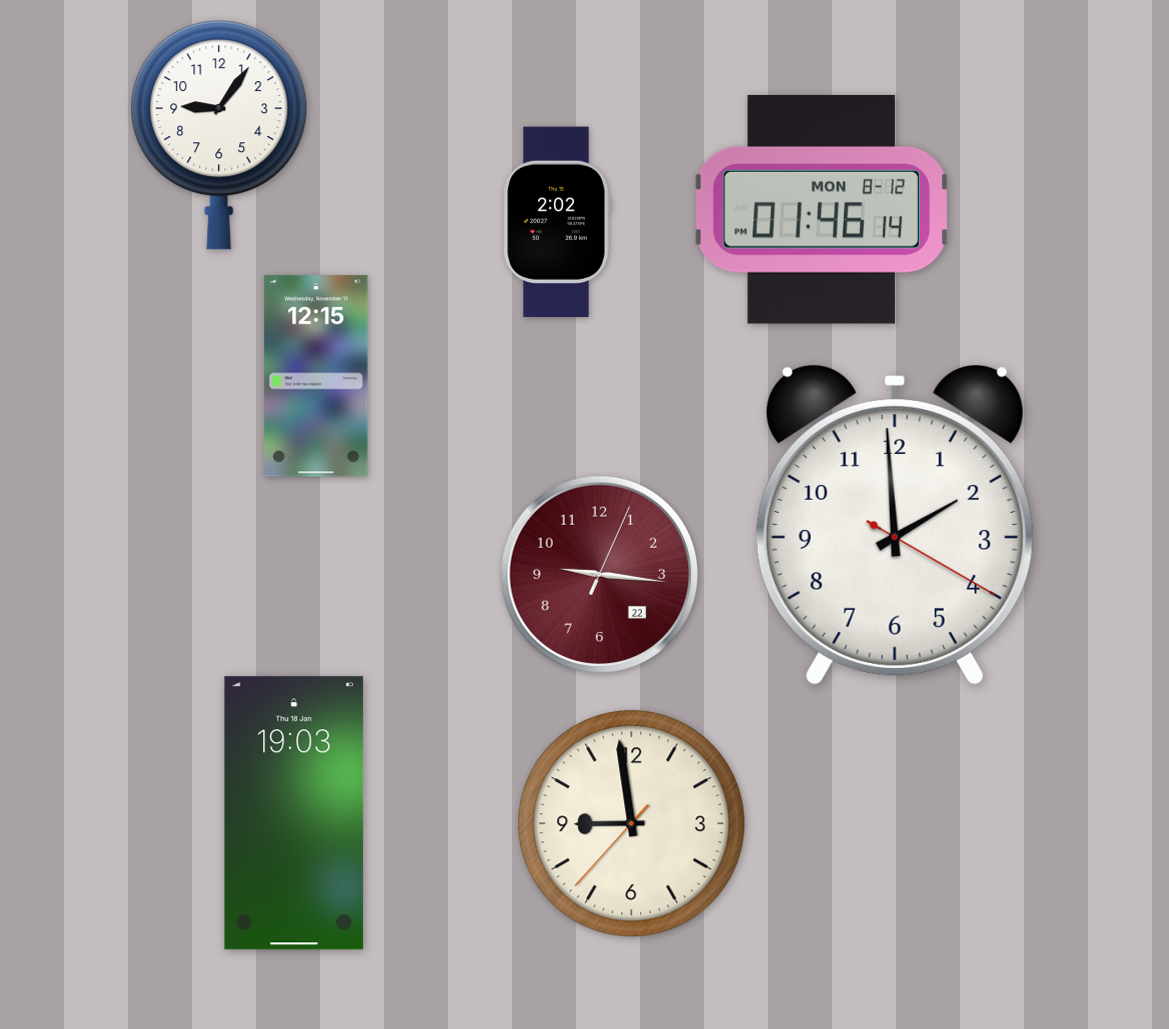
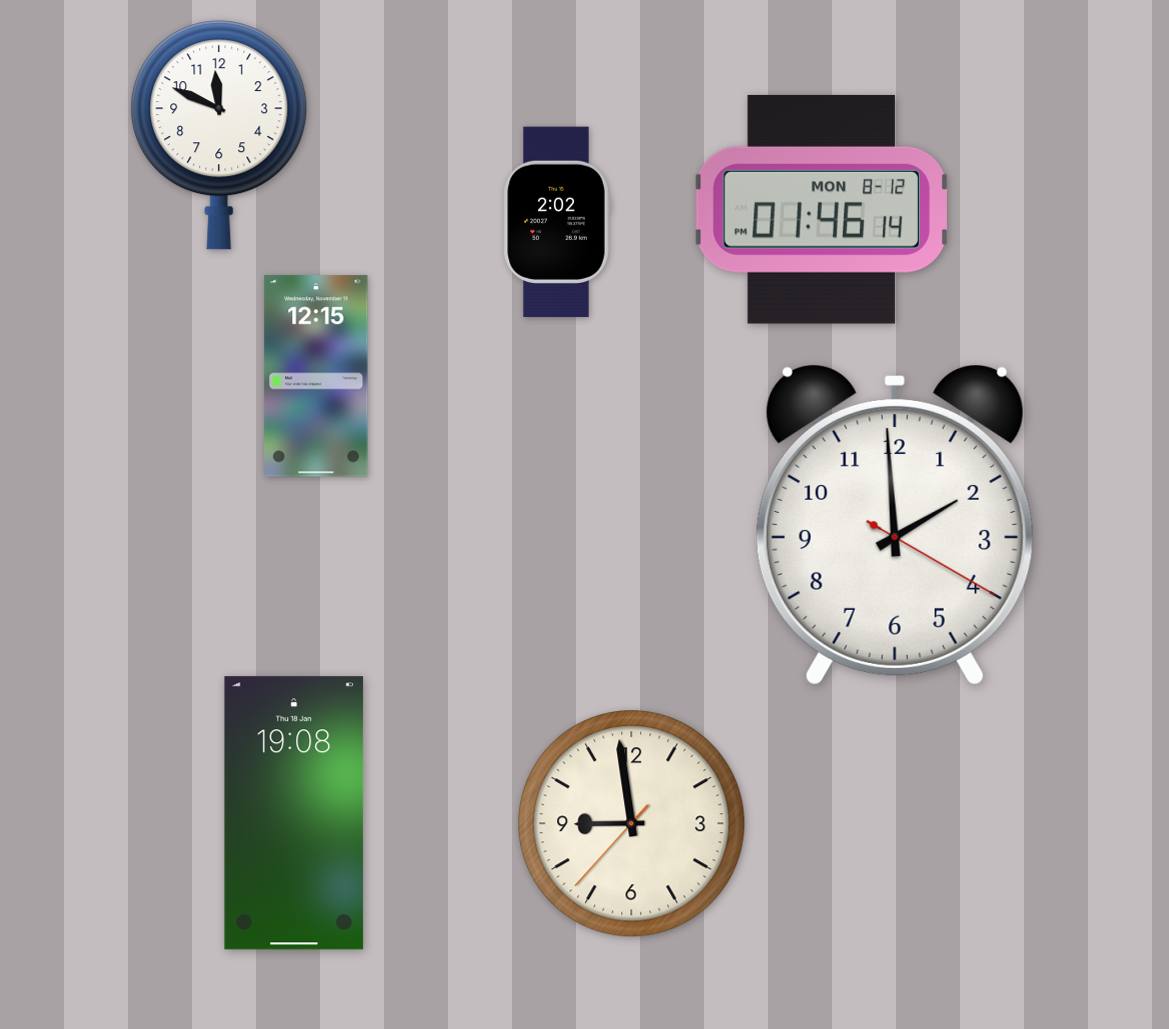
clock at (219, 135): 9:06 -> 11:49
clock at (600, 575): 9:16 -> none
clock at (294, 813): 19:03 -> 19:08
